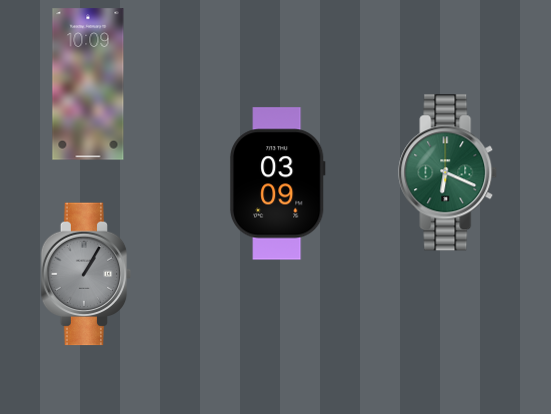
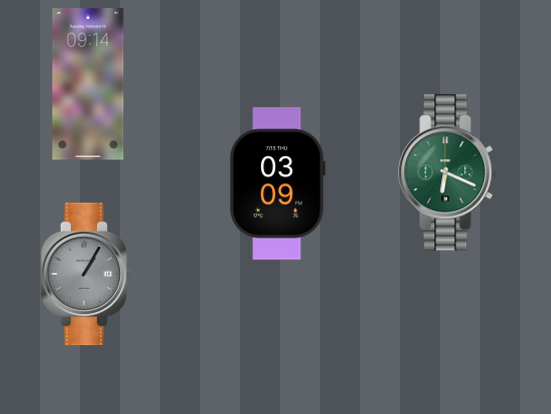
clock at (88, 84): 10:09 -> 09:14
